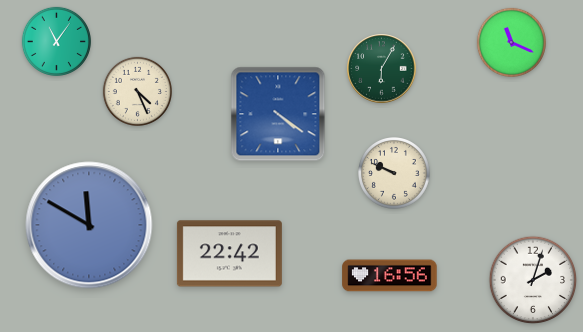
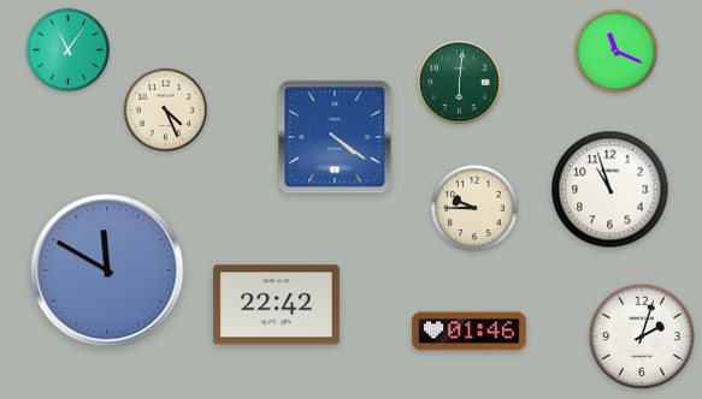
clock at (382, 69): 6:05 -> 6:01
clock at (610, 190): none -> 10:57
clock at (395, 174): 9:49 -> 9:45
clock at (390, 276): 16:56 -> 01:46
